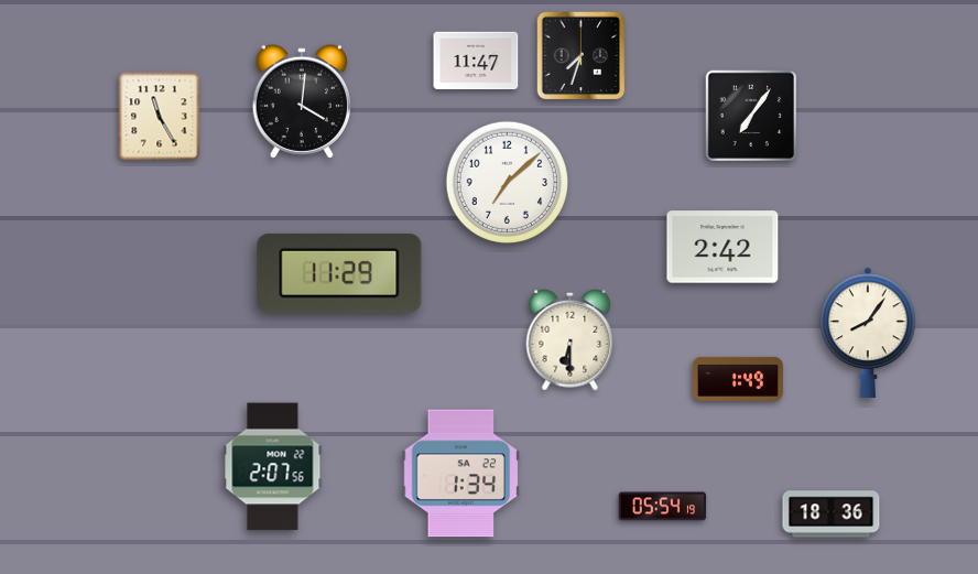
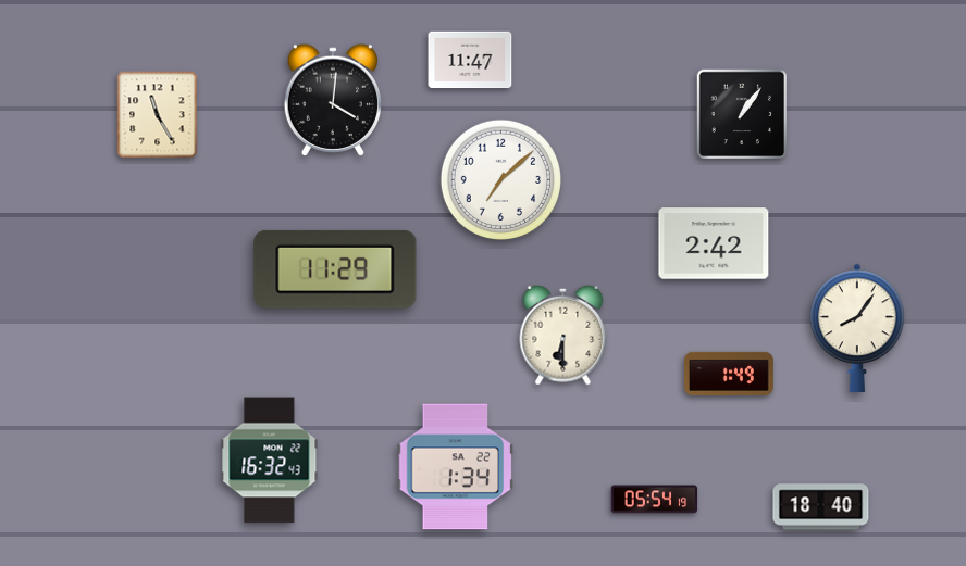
clock at (582, 56): 7:33 -> none
clock at (301, 101) position: (301, 101) -> (332, 100)
clock at (751, 116): 7:06 -> 1:06
clock at (273, 467): 2:07 -> 16:32
clock at (832, 515): 18:36 -> 18:40
